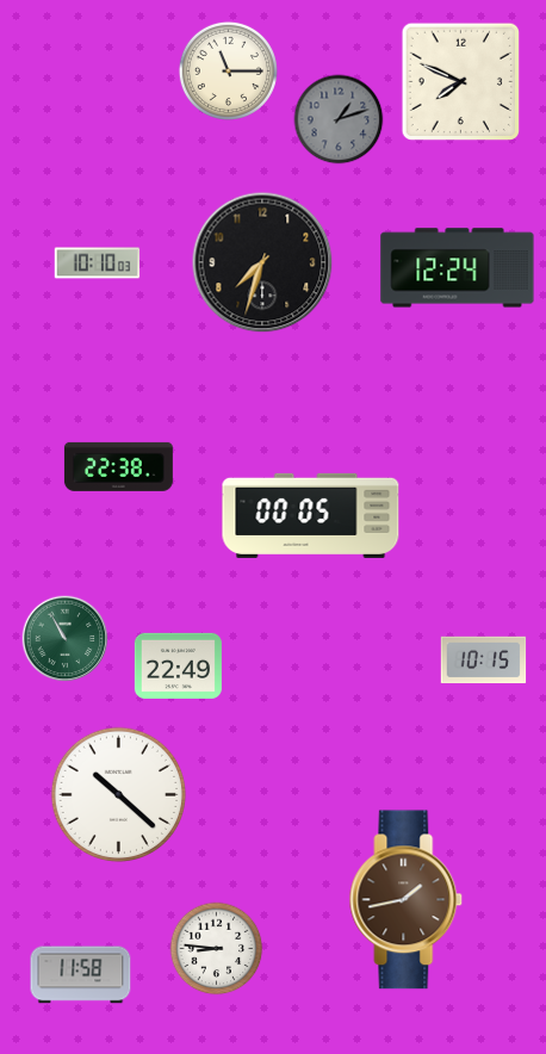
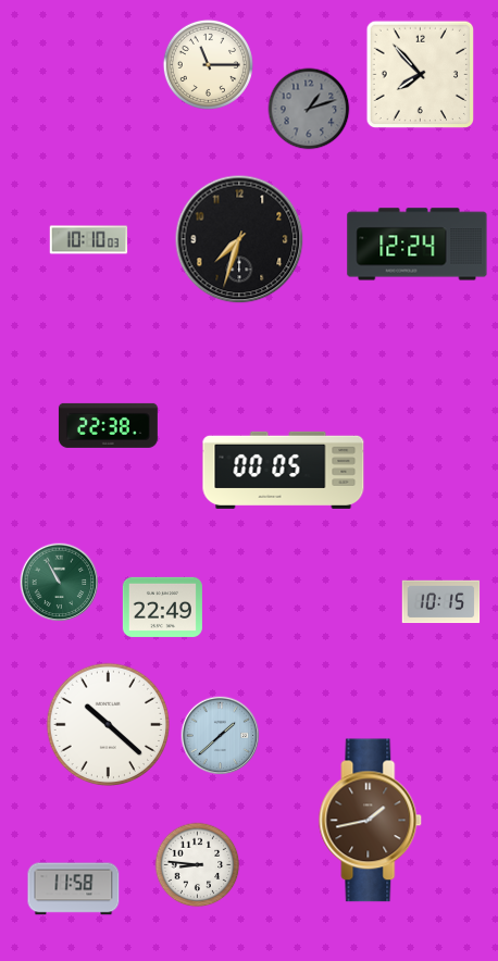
clock at (461, 82): 7:49 -> 7:53
clock at (221, 736): none -> 1:38
